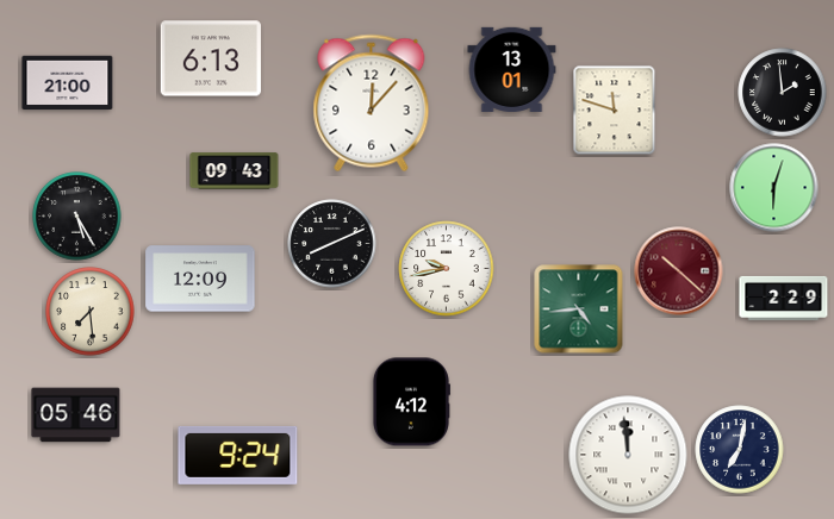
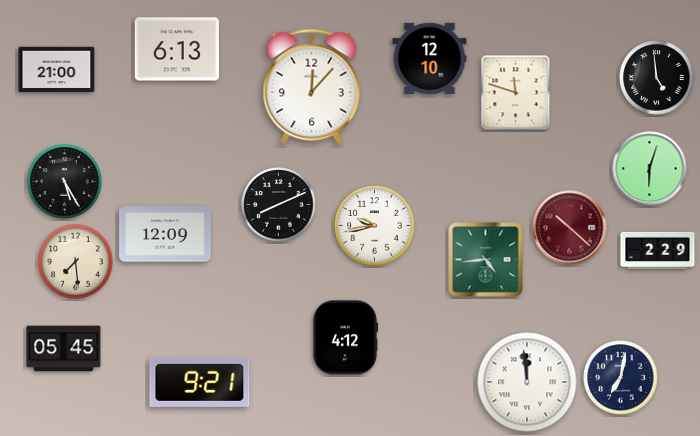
clock at (512, 69): 13:01 -> 12:10
clock at (783, 93): 1:59 -> 4:59
clock at (235, 171): 09:43 -> none
clock at (774, 188) position: (774, 188) -> (650, 169)
clock at (200, 279) position: (200, 279) -> (165, 234)
clock at (76, 415): 05:46 -> 05:45
clock at (238, 455): 9:24 -> 9:21
